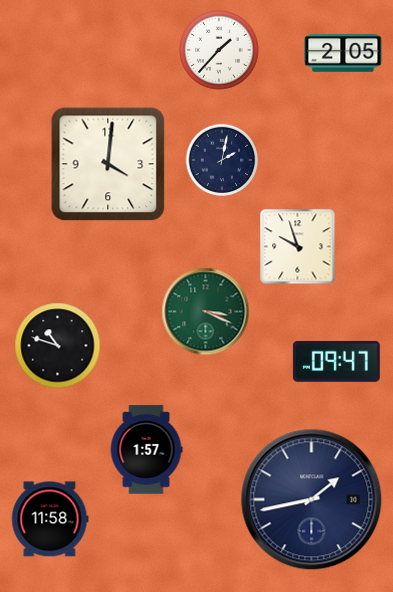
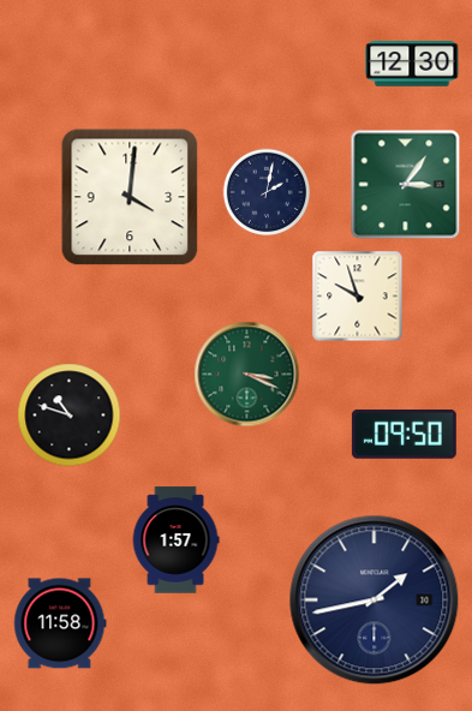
clock at (220, 51): 1:37 -> none
clock at (343, 54): 2:05 -> 12:30
clock at (406, 185): none -> 3:06
clock at (336, 361): 09:47 -> 09:50
